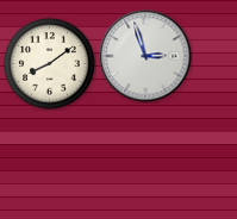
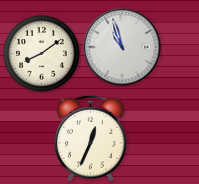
clock at (145, 56): 2:57 -> 10:57
clock at (90, 138): none -> 12:34
